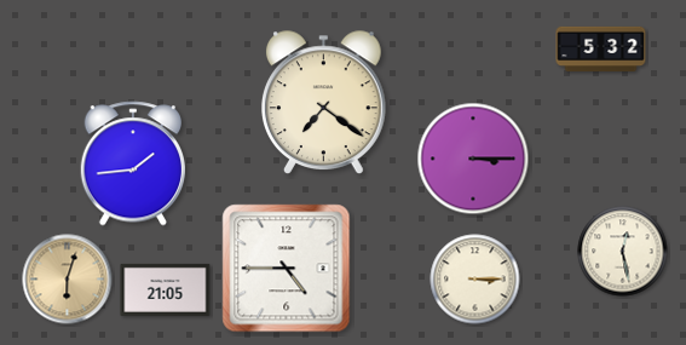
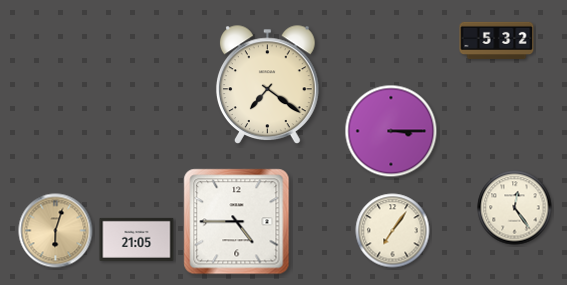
clock at (132, 163): 1:44 -> none
clock at (623, 252): 12:28 -> 12:24
clock at (475, 280): 3:15 -> 7:06
